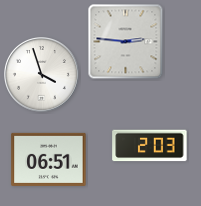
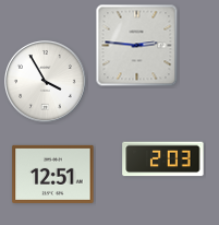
clock at (42, 75): 3:57 -> 3:55
clock at (49, 159): 06:51 -> 12:51
